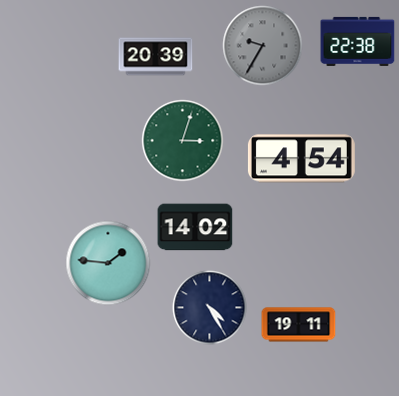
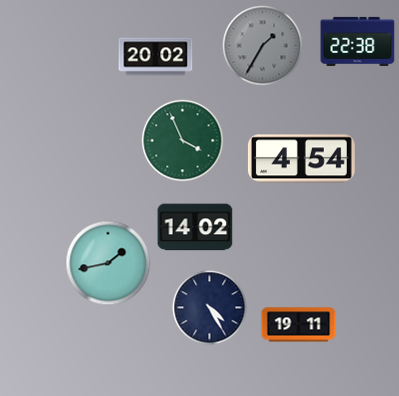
clock at (263, 46): 9:35 -> 1:35
clock at (156, 57): 20:39 -> 20:02
clock at (183, 141): 3:03 -> 3:56
clock at (108, 263): 1:46 -> 1:43
